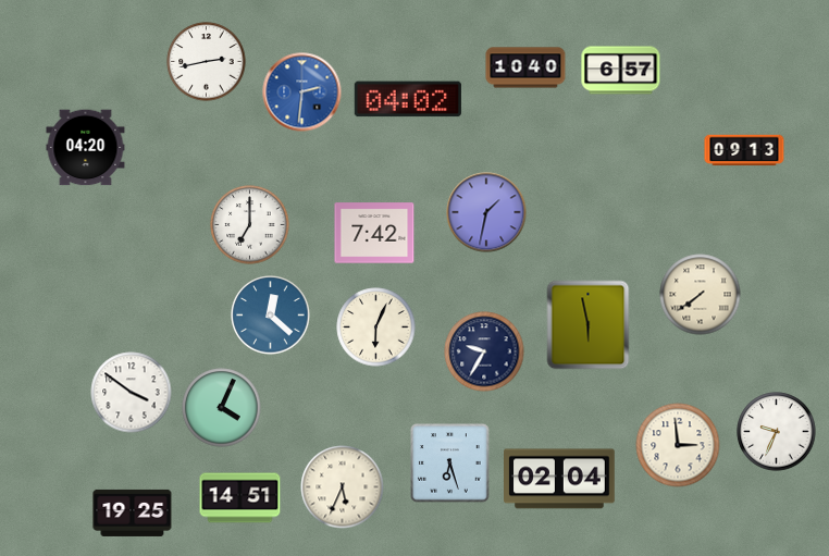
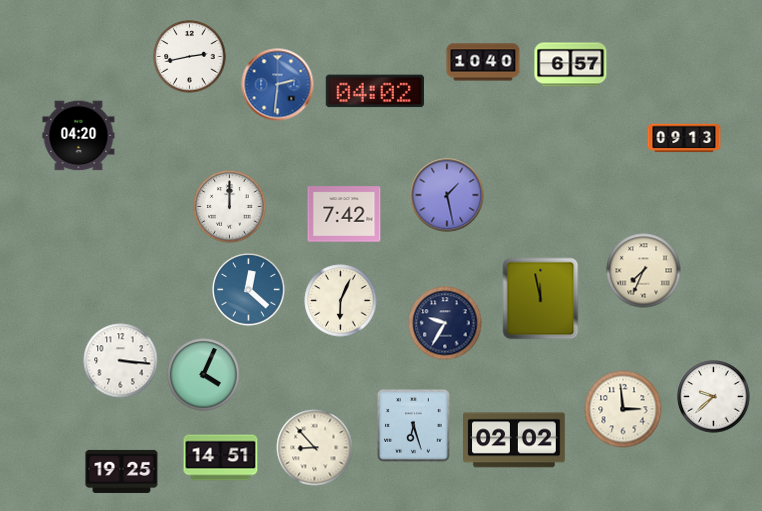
clock at (486, 212): 1:32 -> 1:28
clock at (250, 225): 7:00 -> 12:00
clock at (701, 295): 7:39 -> 7:34
clock at (589, 325): 5:58 -> 11:58
clock at (376, 328) position: (376, 328) -> (341, 301)
clock at (132, 393): 3:51 -> 3:16
clock at (777, 432): 9:34 -> 9:38
clock at (560, 479): 02:04 -> 02:02
clock at (343, 487): 5:34 -> 8:53
